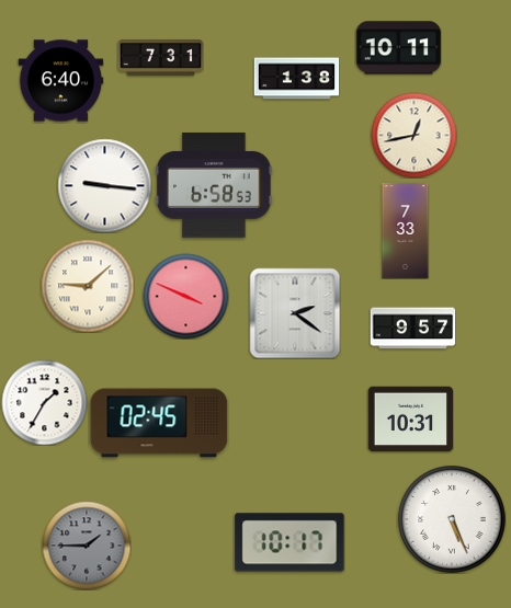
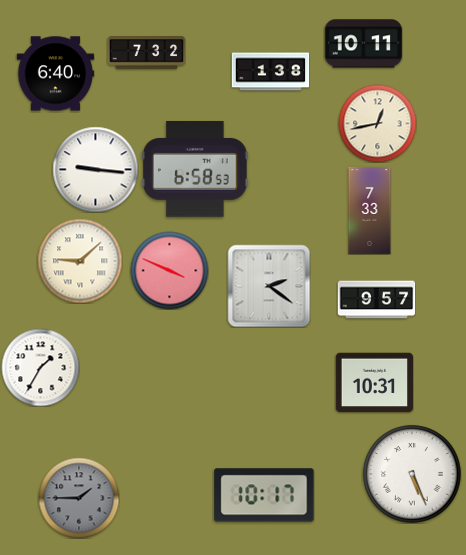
clock at (160, 58): 7:31 -> 7:32
clock at (159, 423): 02:45 -> none
